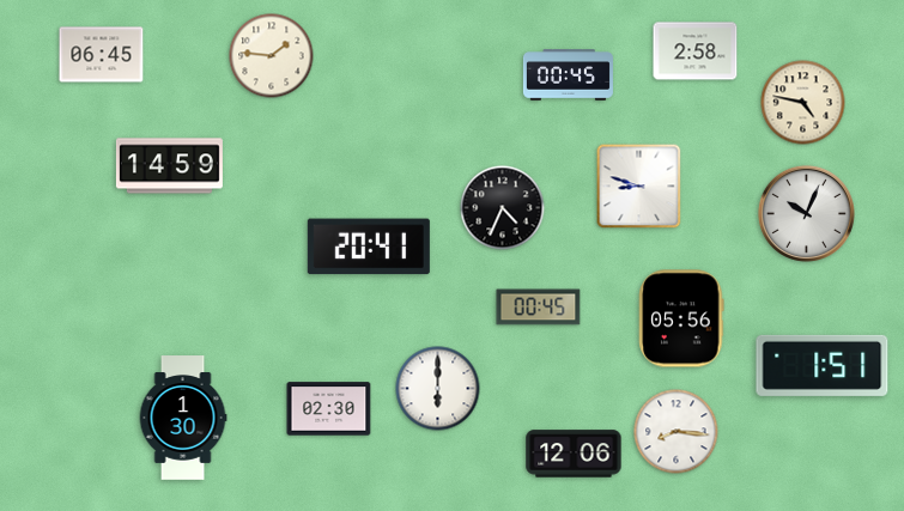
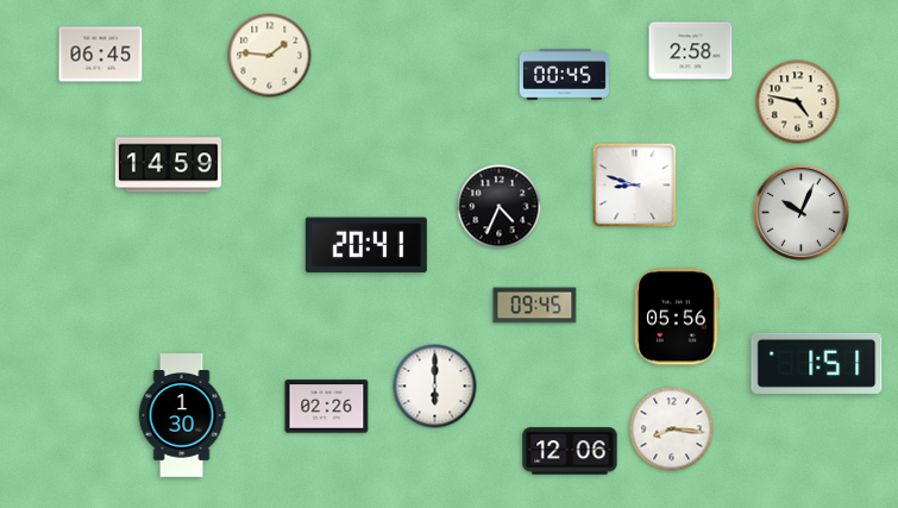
clock at (539, 308): 00:45 -> 09:45
clock at (329, 409): 02:30 -> 02:26
